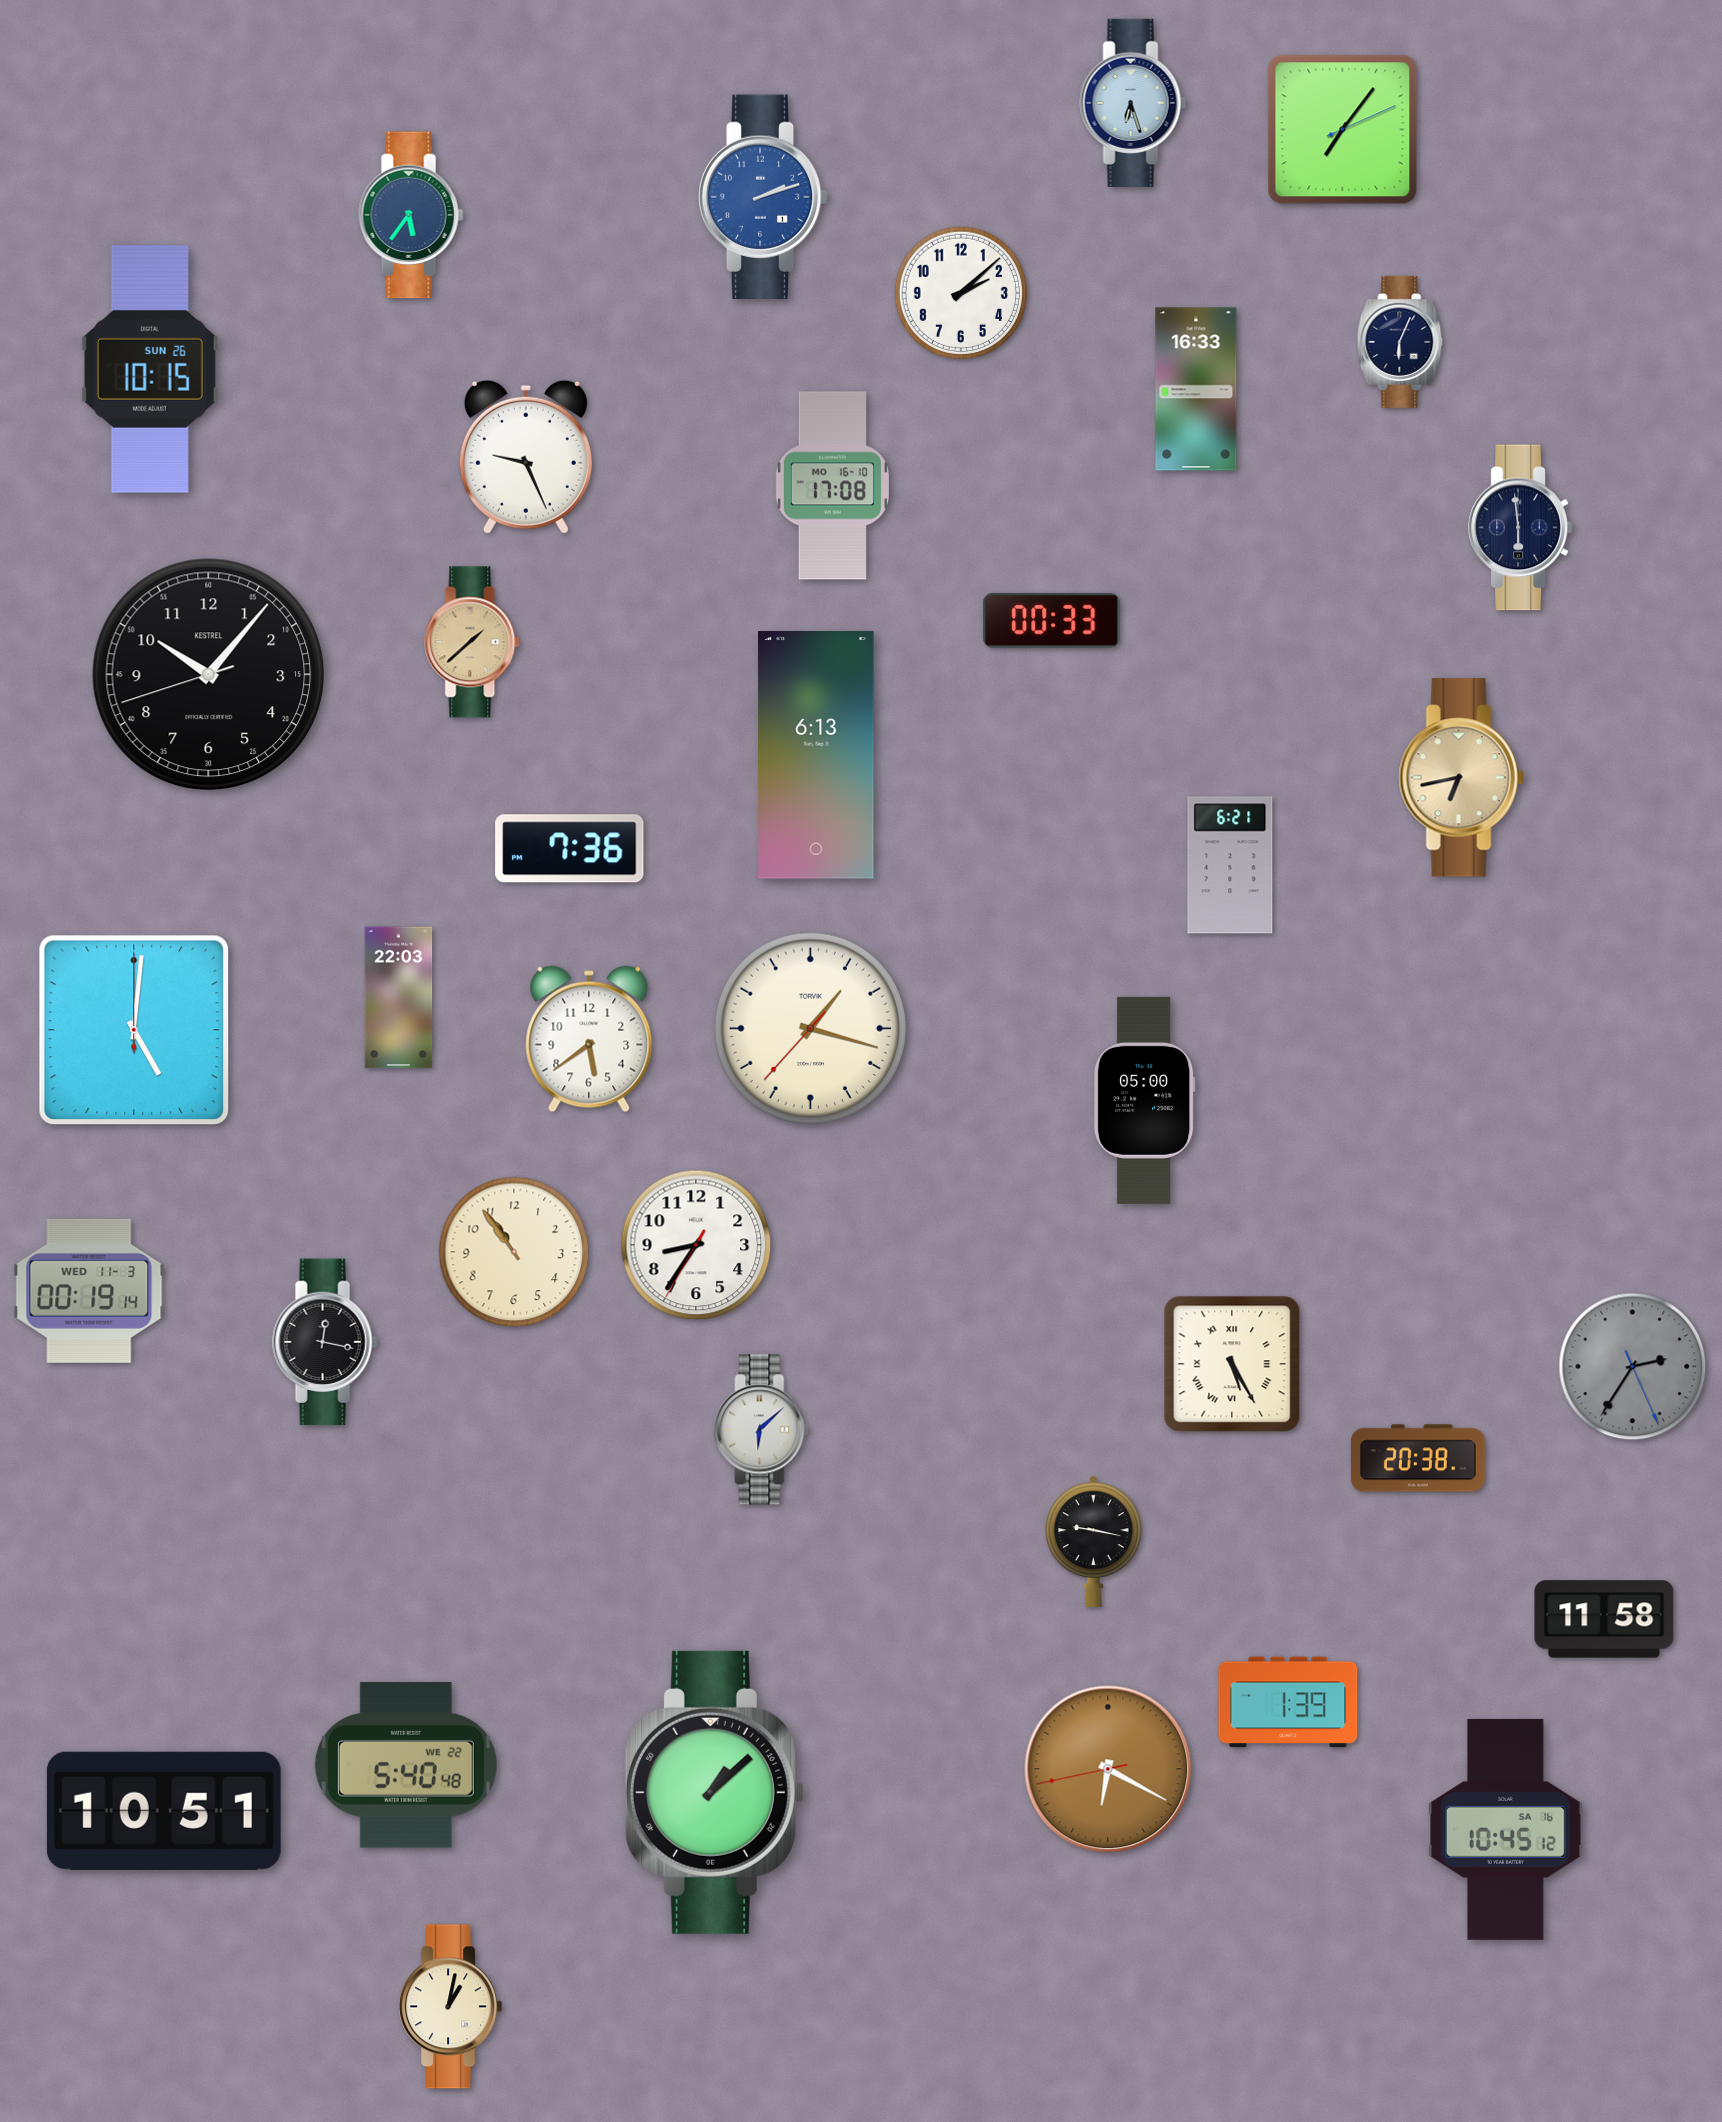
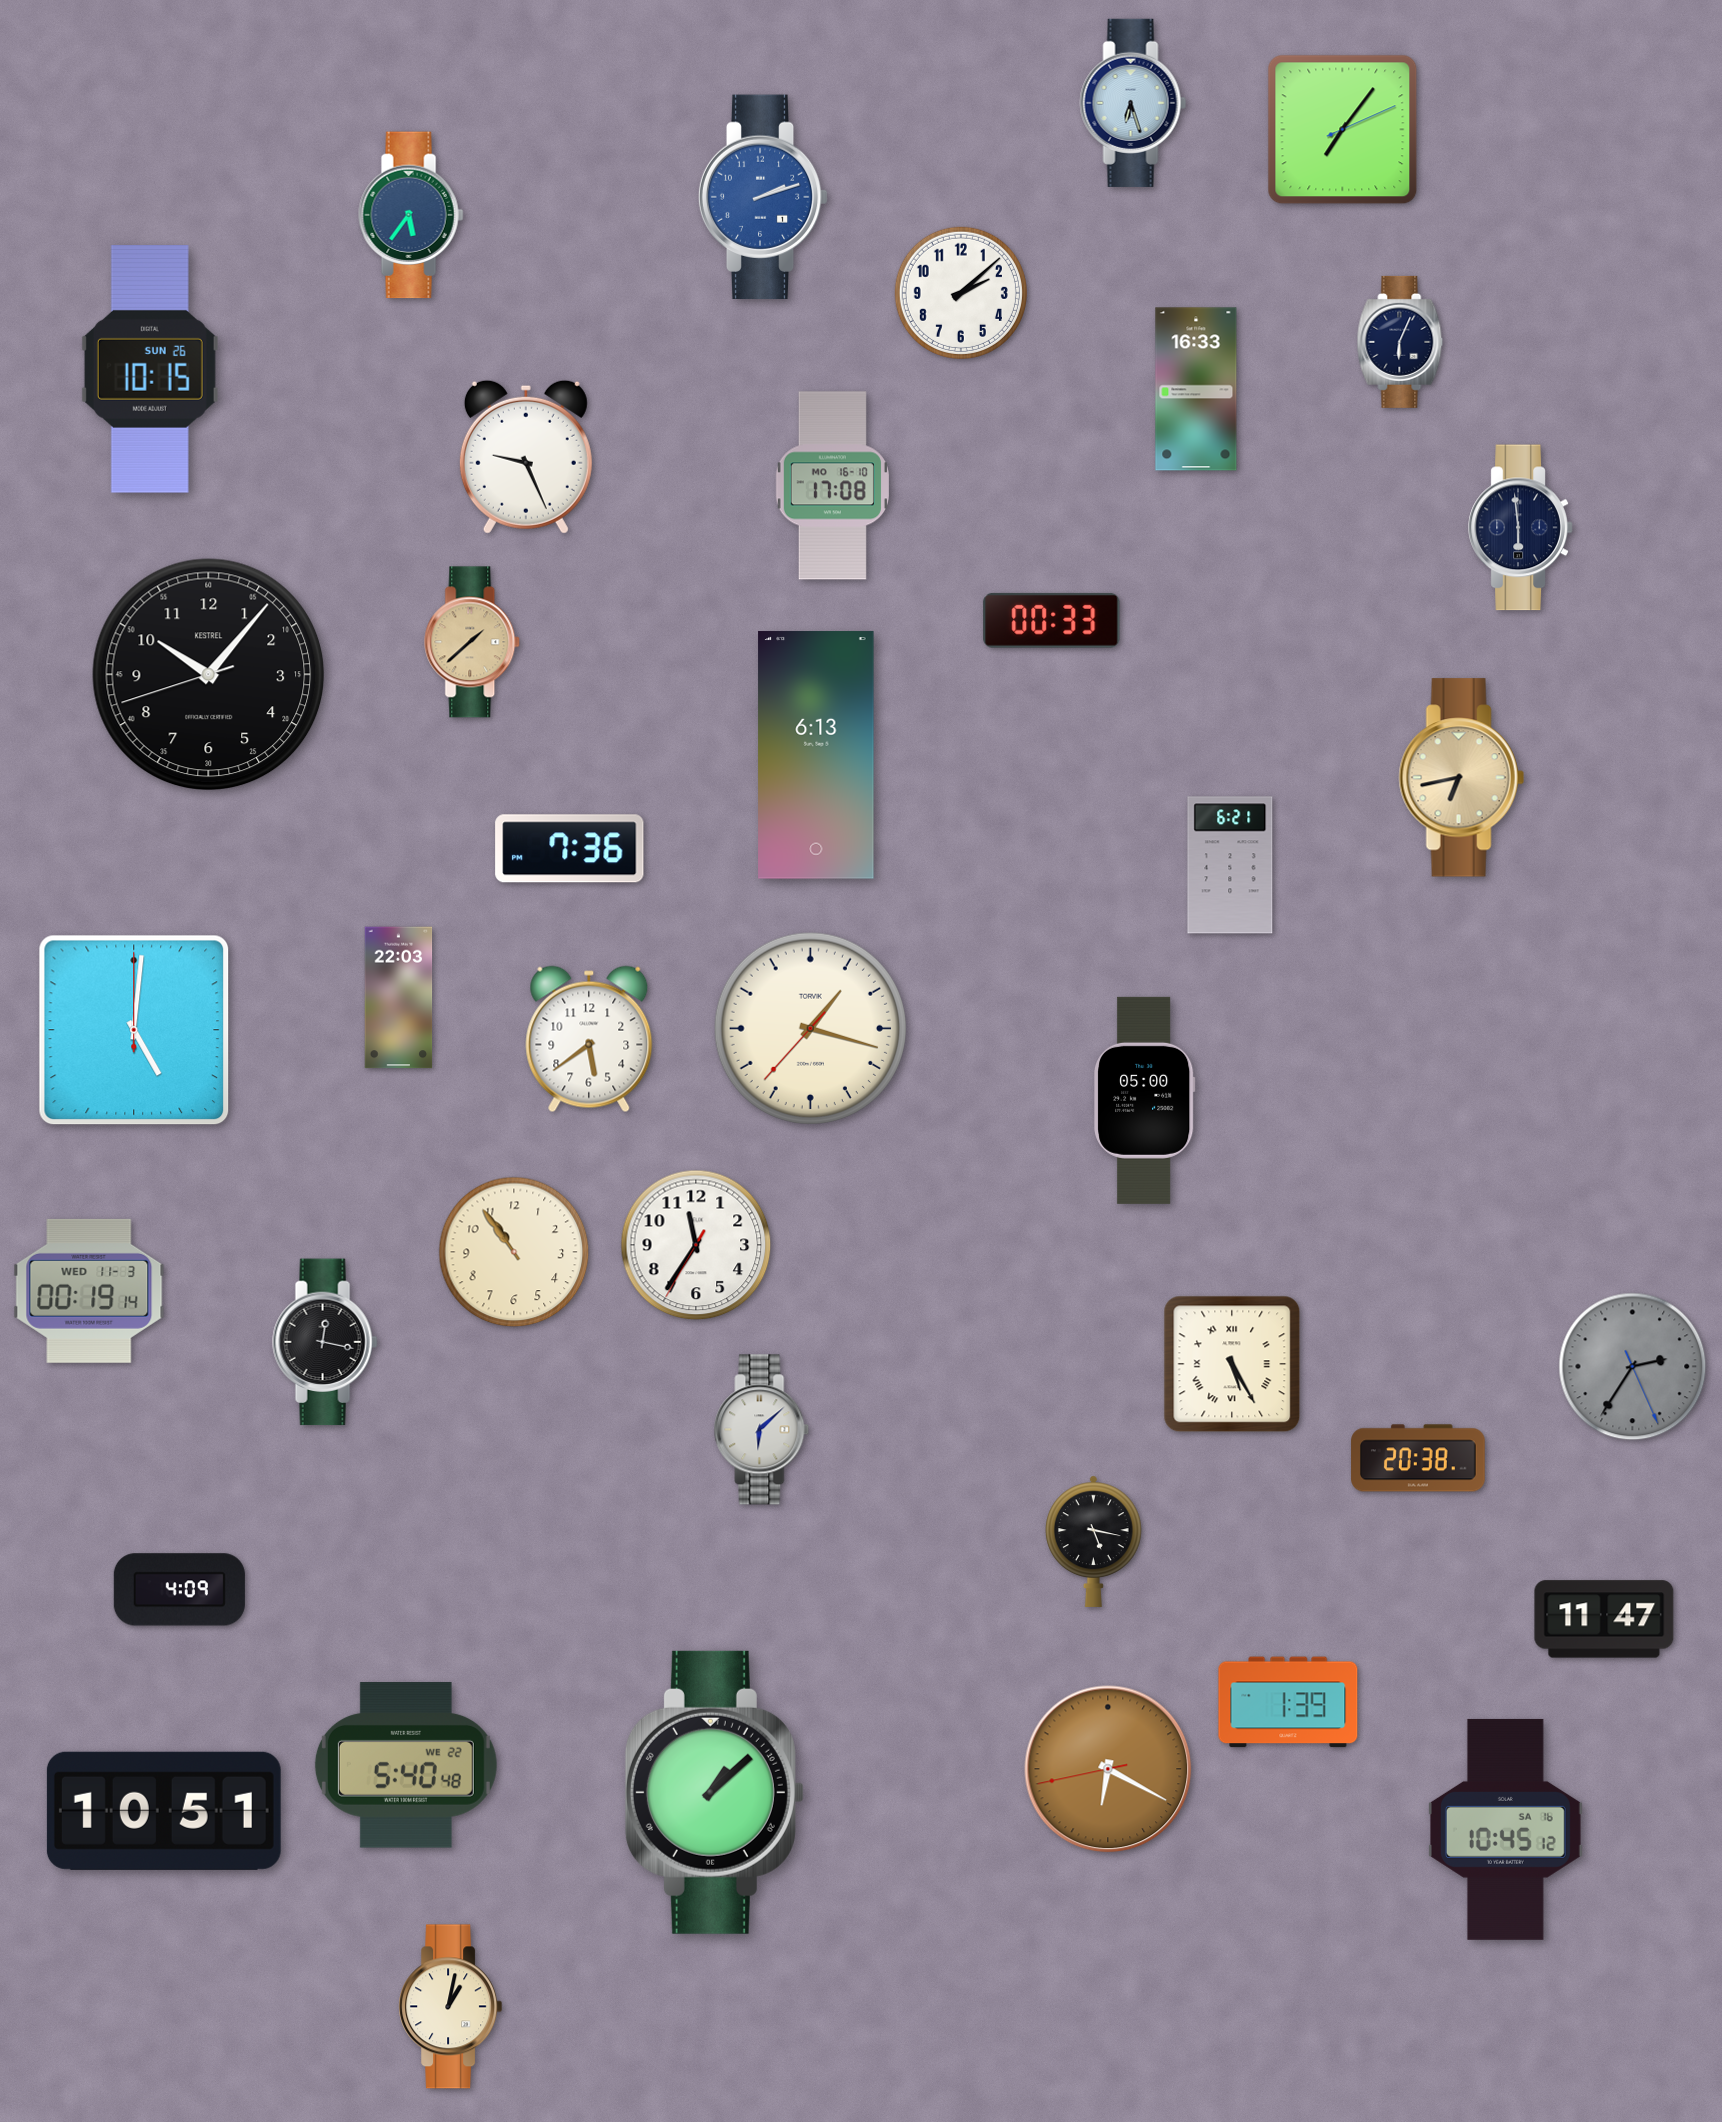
clock at (696, 1245): 8:35 -> 11:35
clock at (1094, 1541): 9:17 -> 5:17
clock at (179, 1590): none -> 4:09
clock at (1604, 1619): 11:58 -> 11:47
